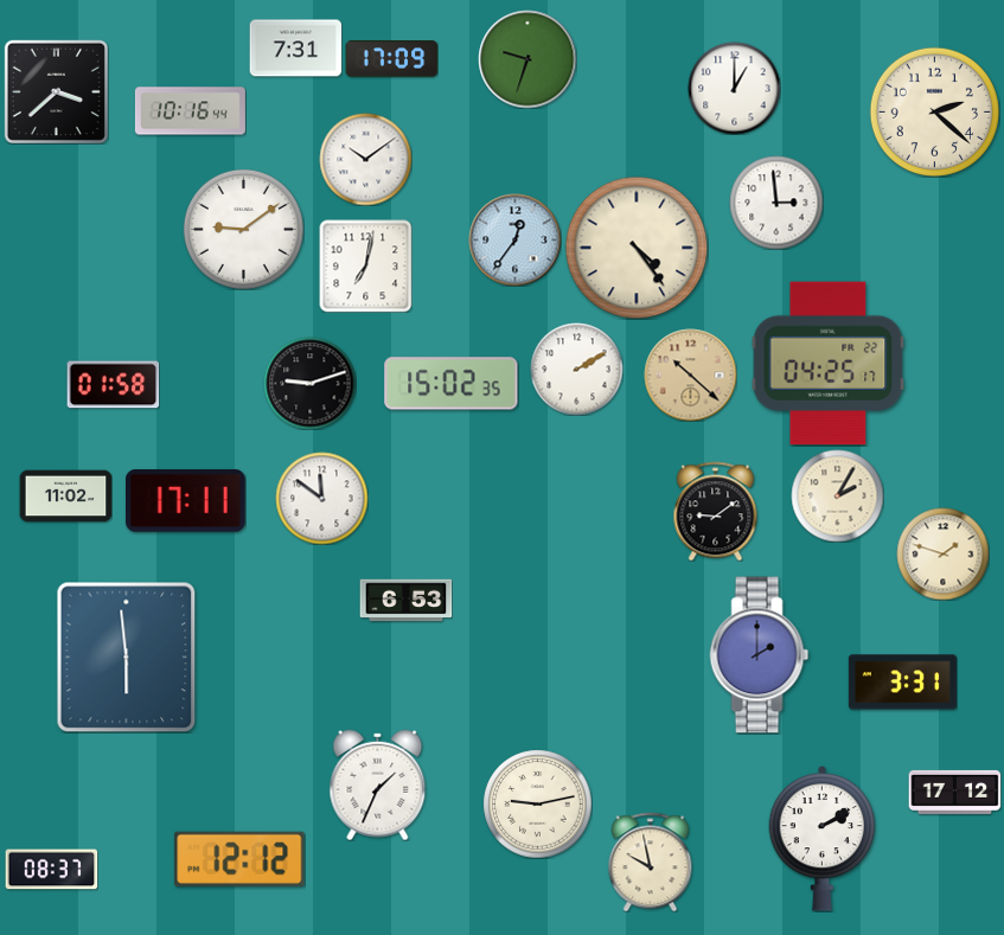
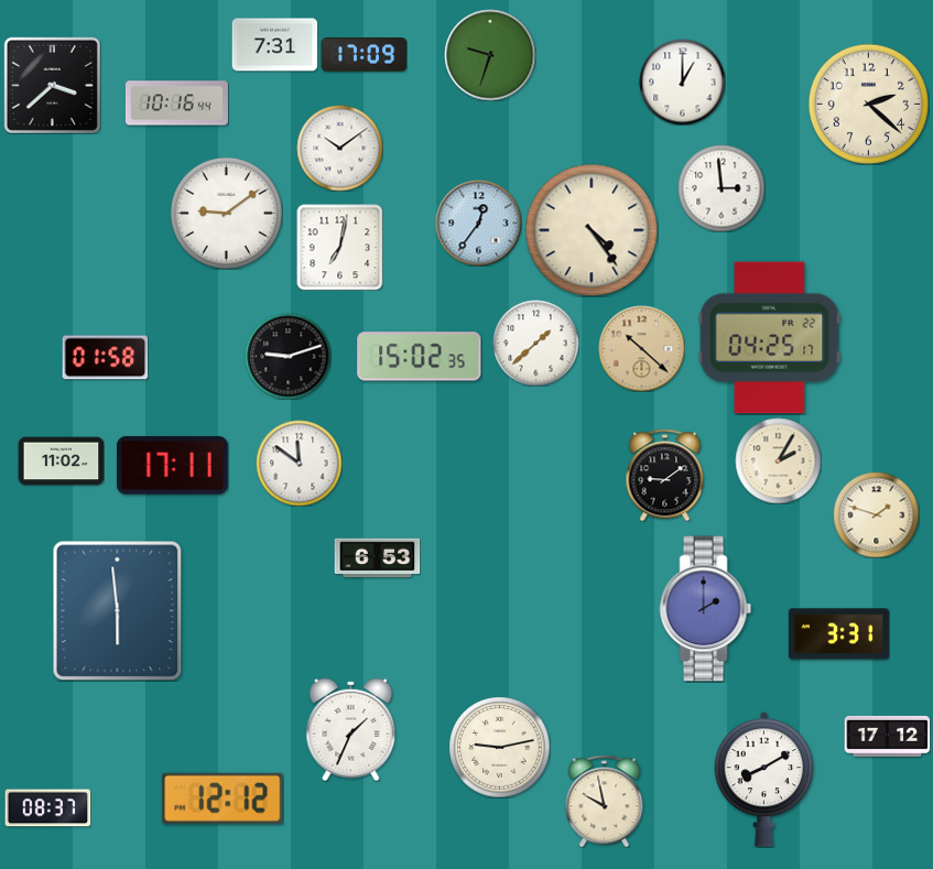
clock at (576, 369): 2:10 -> 1:38
clock at (823, 838): 2:10 -> 8:10
